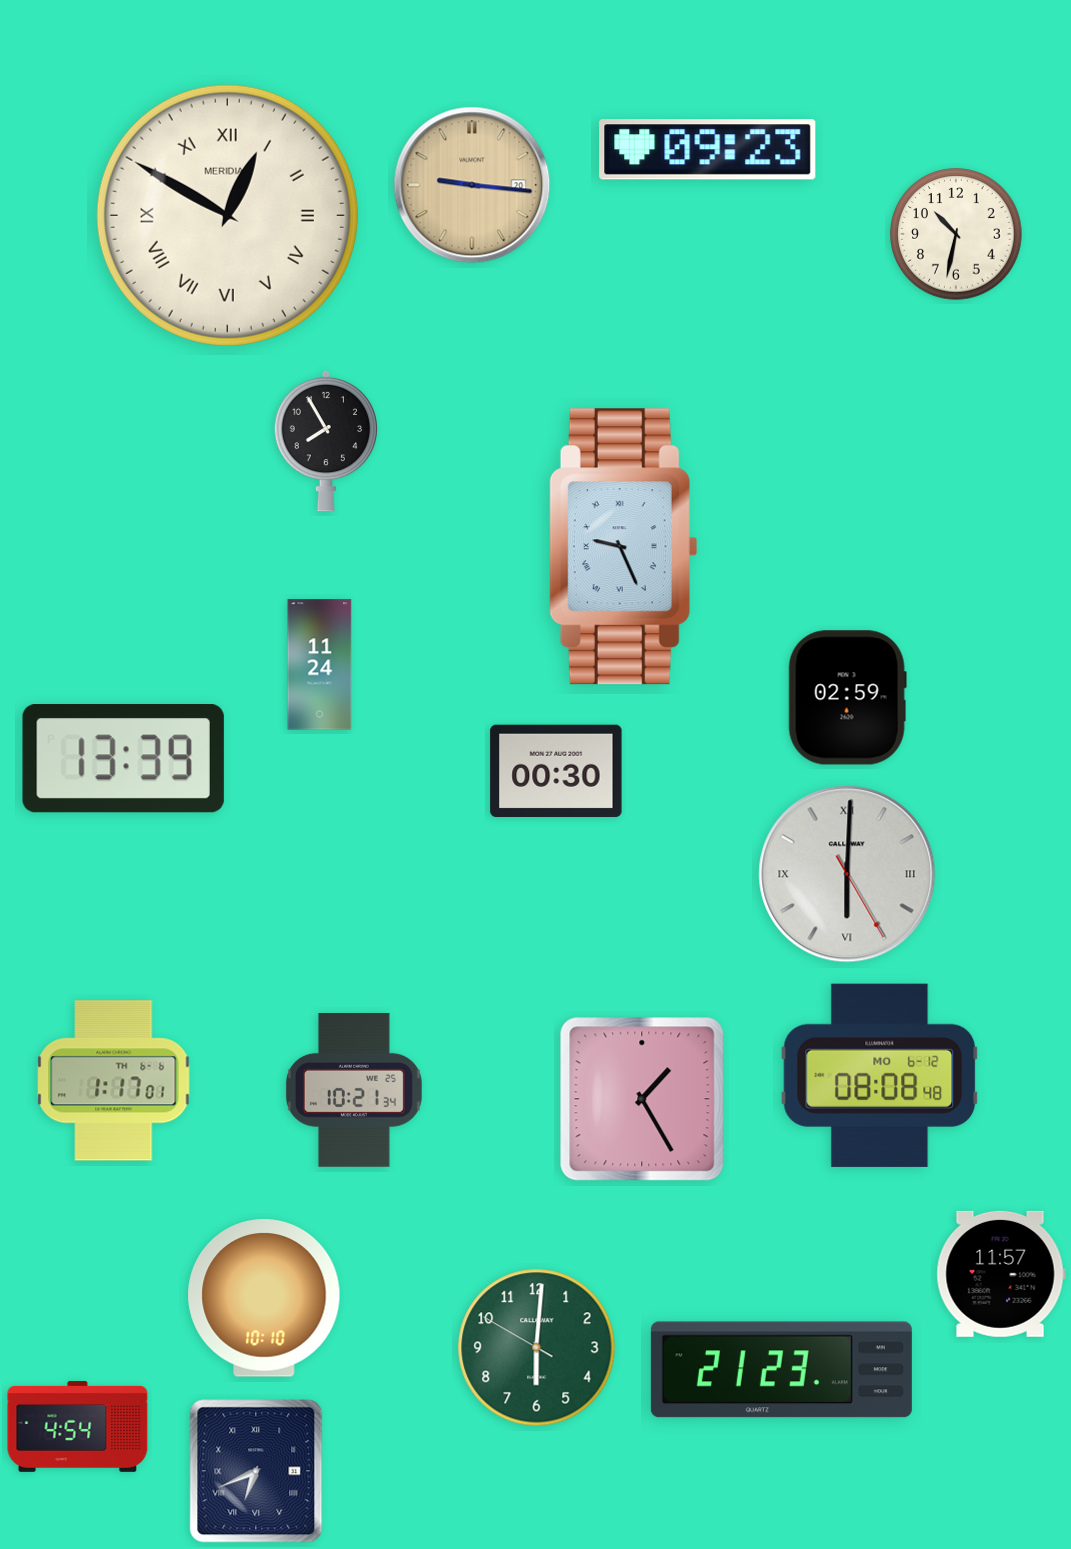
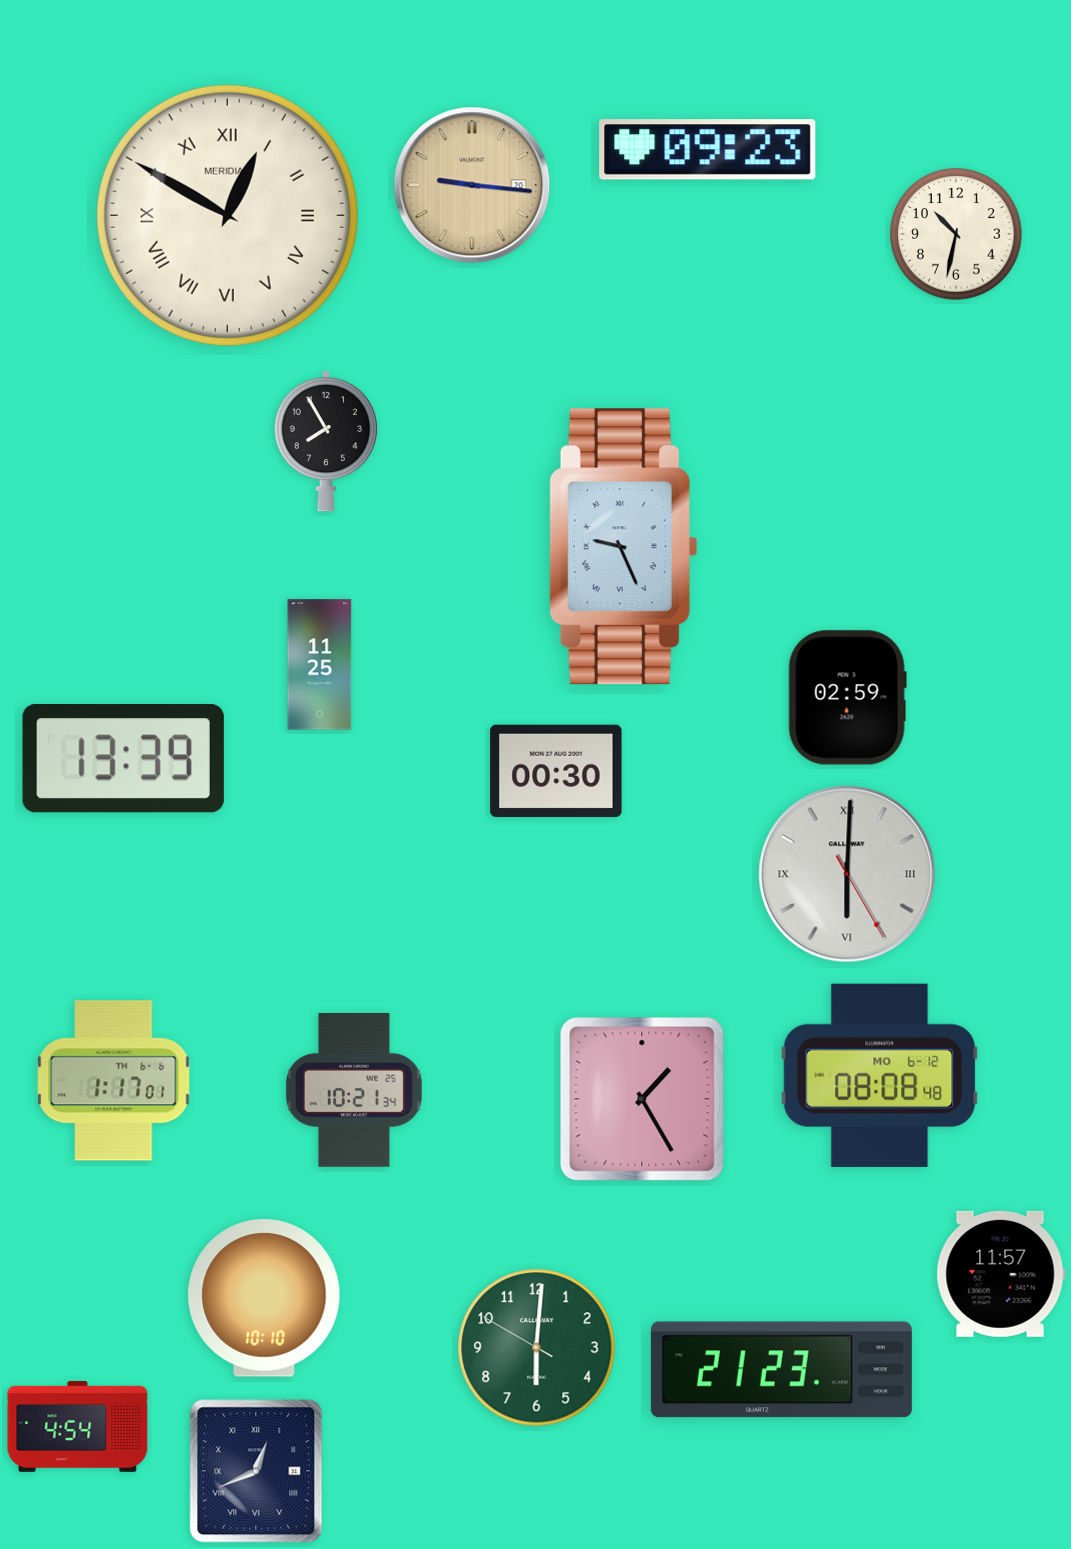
clock at (320, 665): 11:24 -> 11:25
clock at (256, 1471): 6:41 -> 12:41
